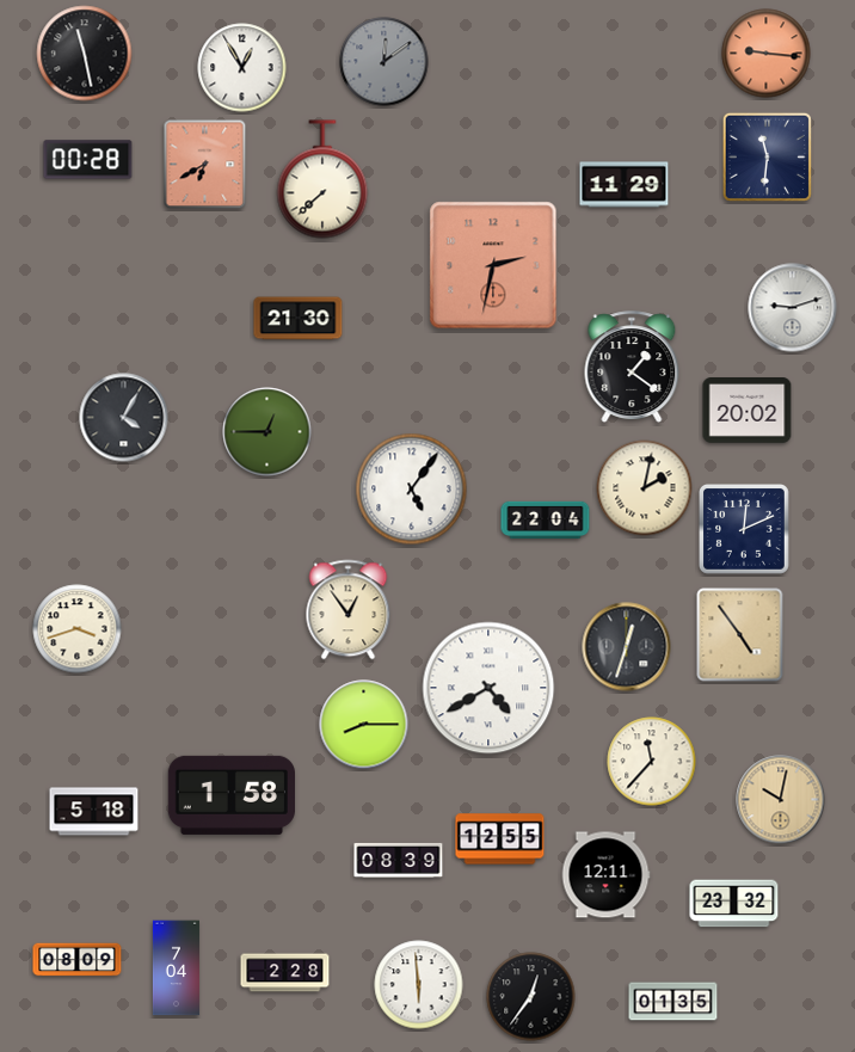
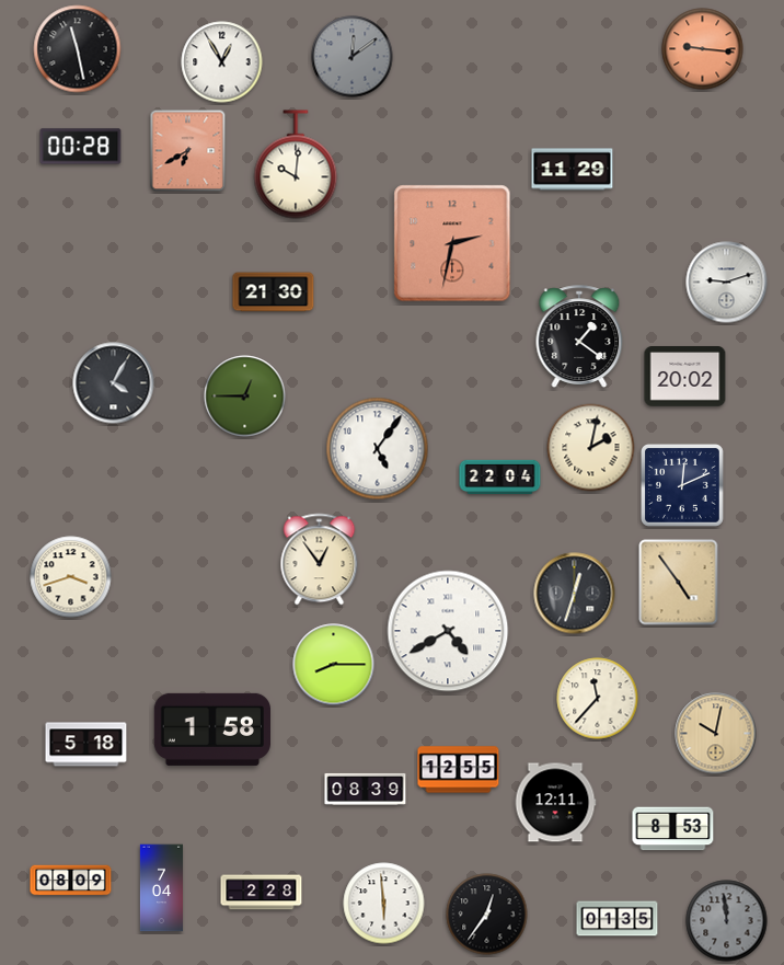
clock at (767, 156): 11:31 -> none
clock at (322, 179): 7:38 -> 10:01
clock at (734, 904): 23:32 -> 8:53
clock at (727, 921): none -> 11:59
